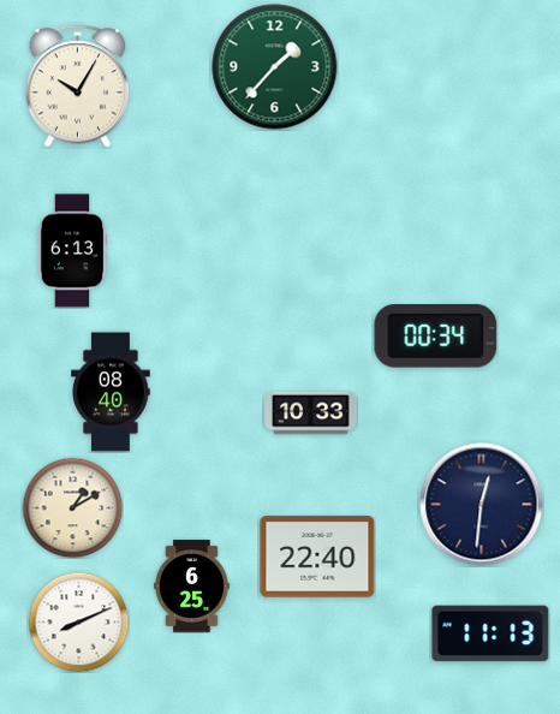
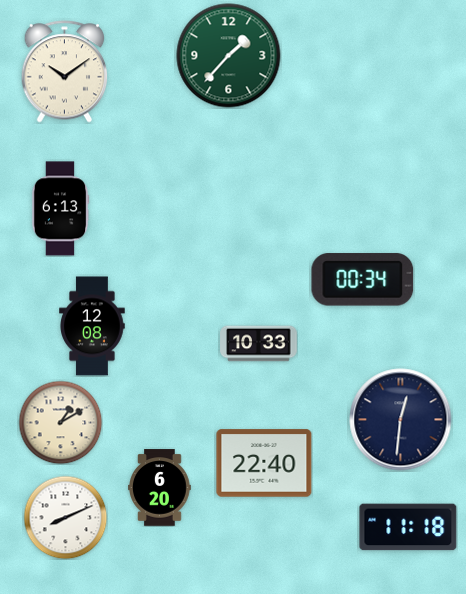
clock at (78, 87): 10:05 -> 10:09
clock at (111, 392): 08:40 -> 12:08
clock at (192, 587): 6:25 -> 6:20
clock at (490, 633): 11:13 -> 11:18
